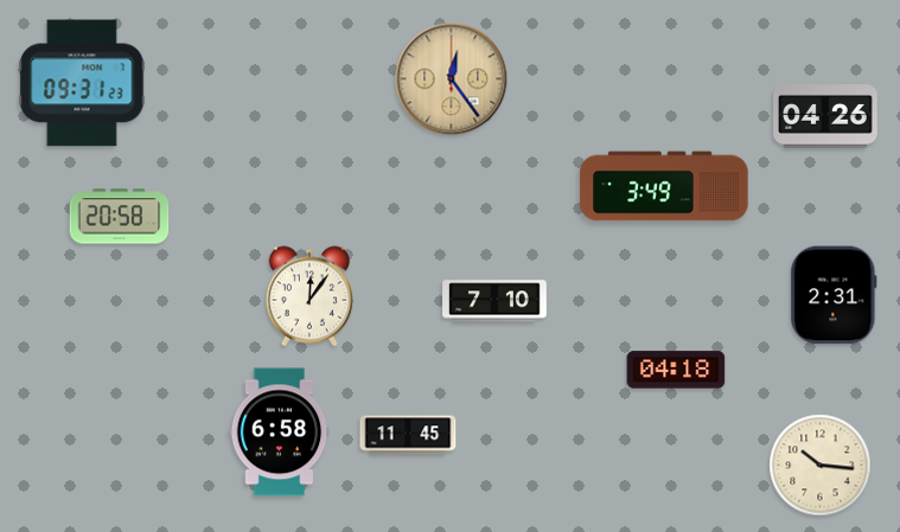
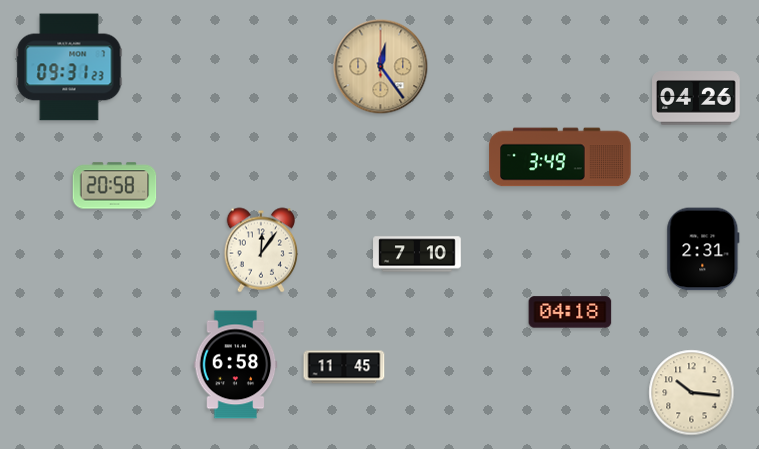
clock at (82, 83) position: (82, 83) -> (69, 67)
clock at (120, 217) position: (120, 217) -> (115, 186)
